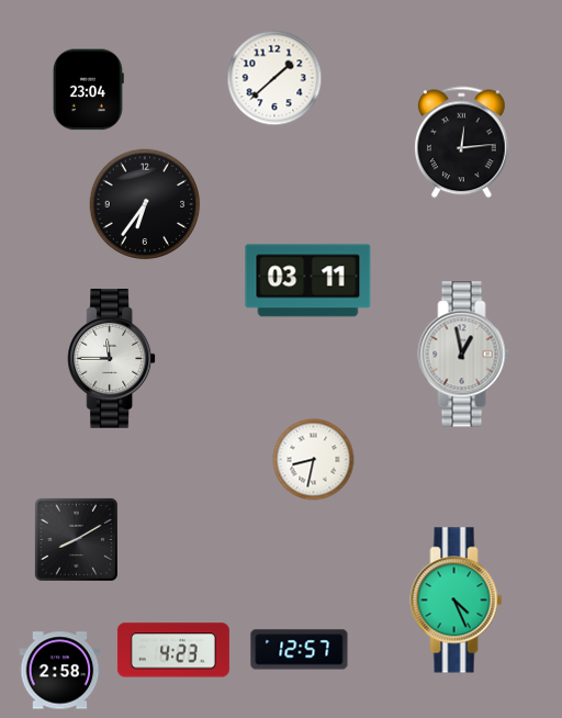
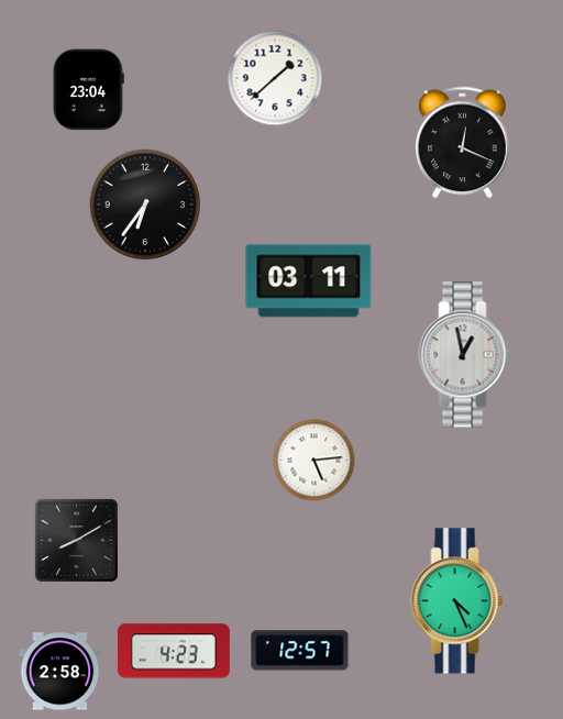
clock at (462, 143): 12:14 -> 12:19
clock at (112, 359): 11:45 -> none
clock at (314, 460): 8:32 -> 5:14
